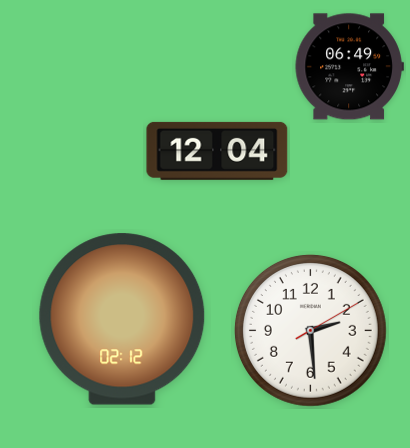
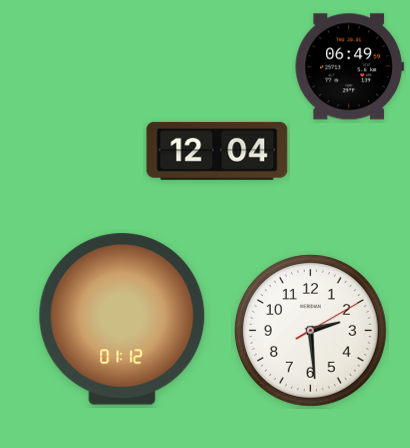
clock at (122, 319): 02:12 -> 01:12
